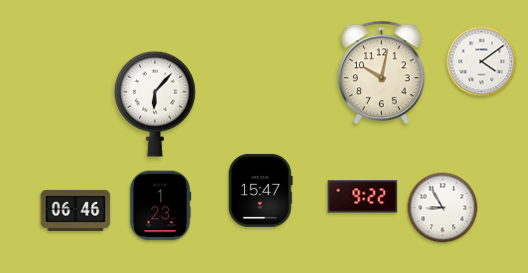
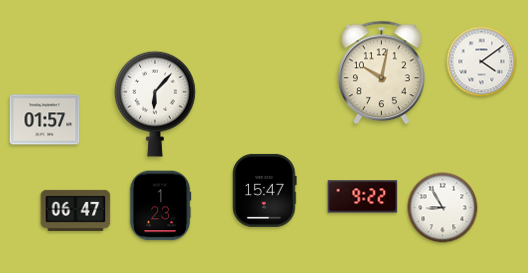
clock at (45, 120): none -> 01:57
clock at (261, 190) position: (261, 190) -> (265, 190)
clock at (76, 210): 06:46 -> 06:47
